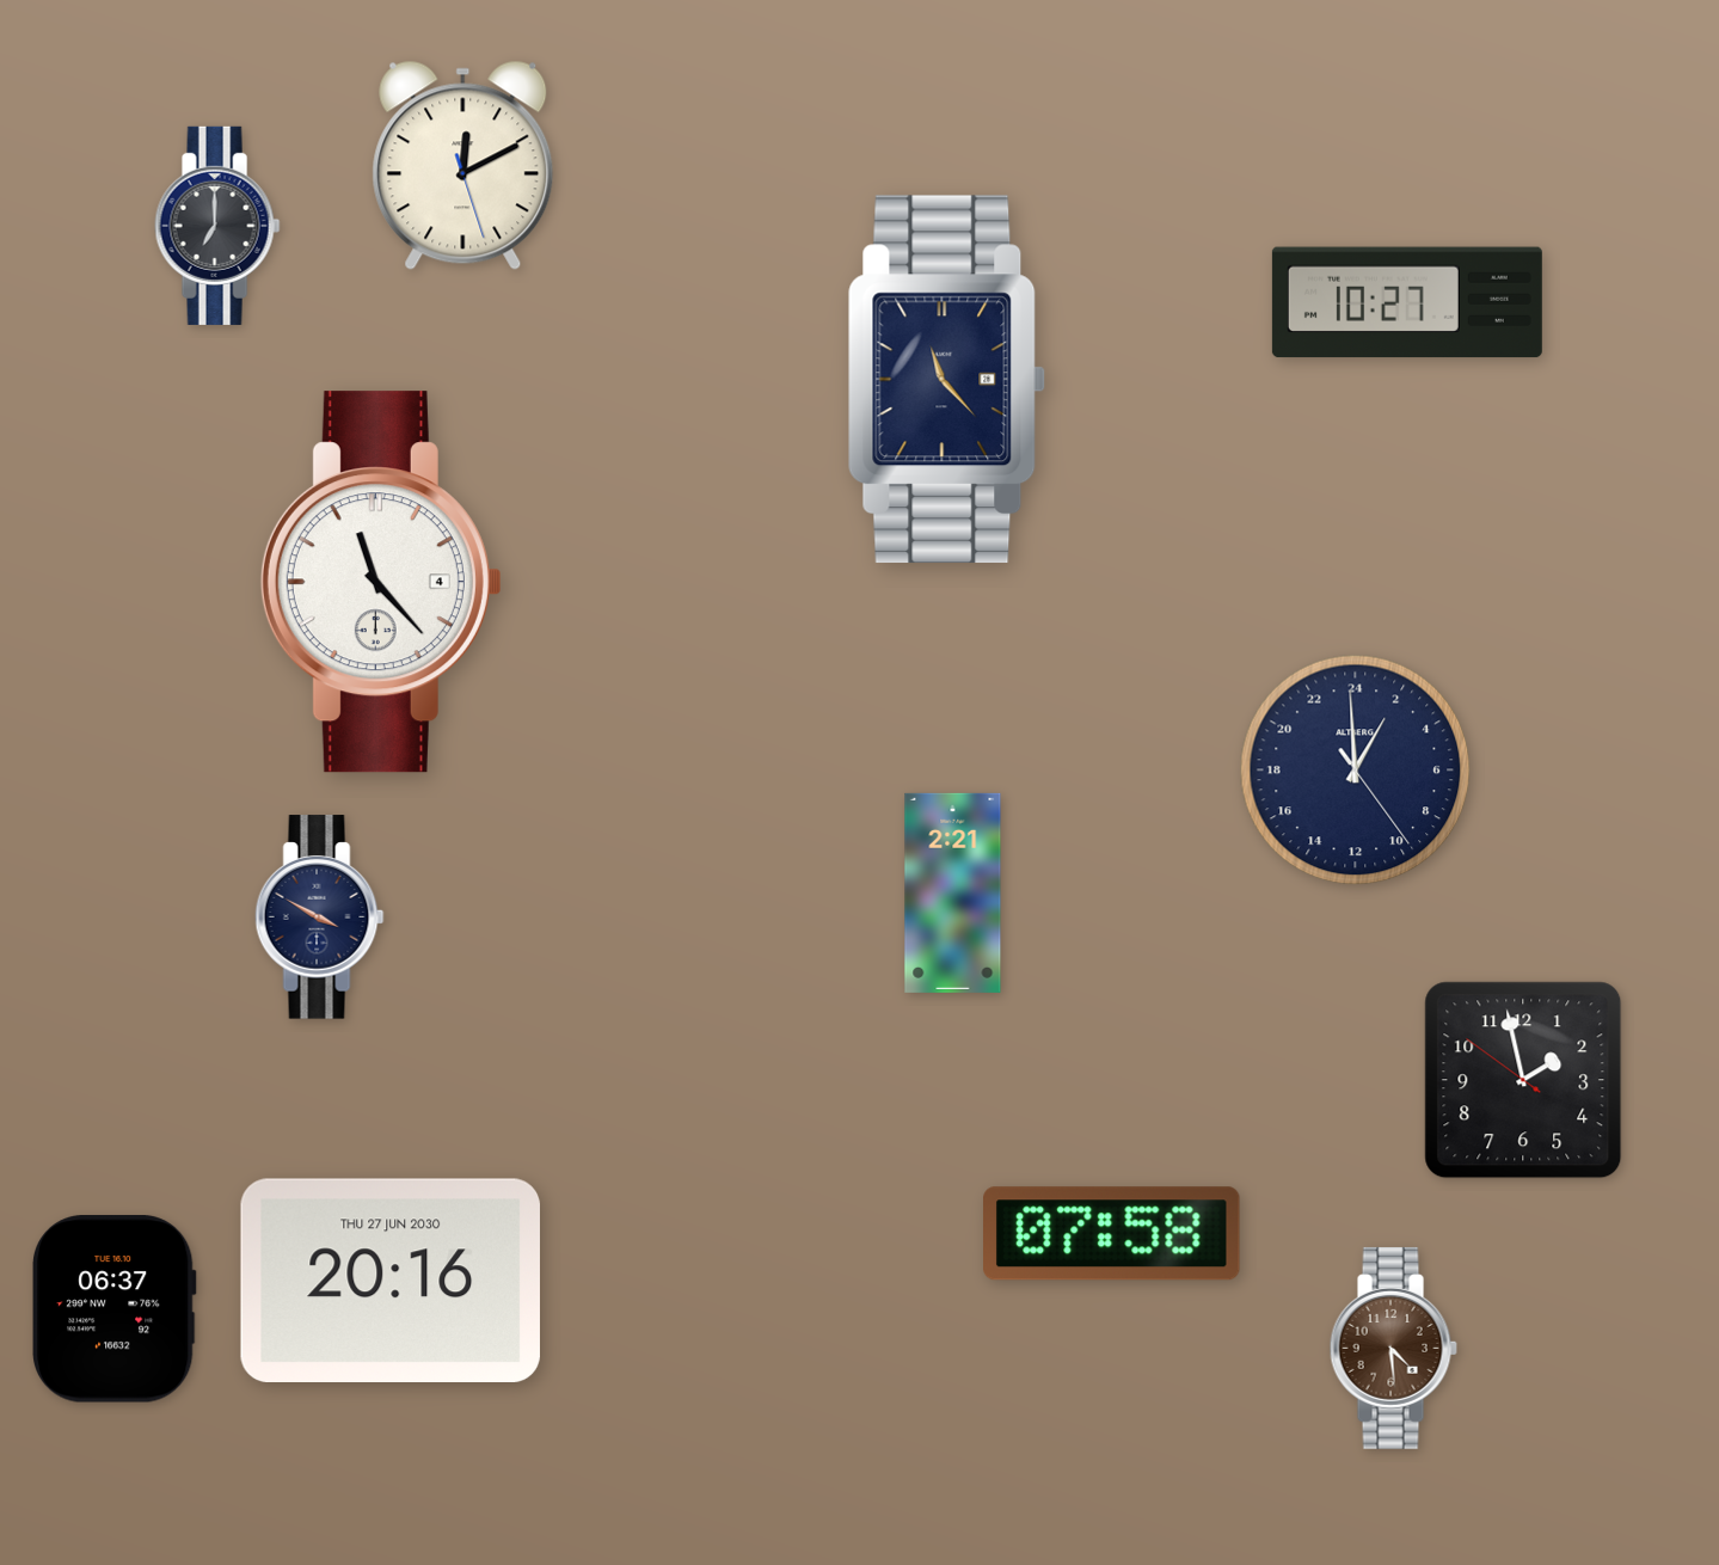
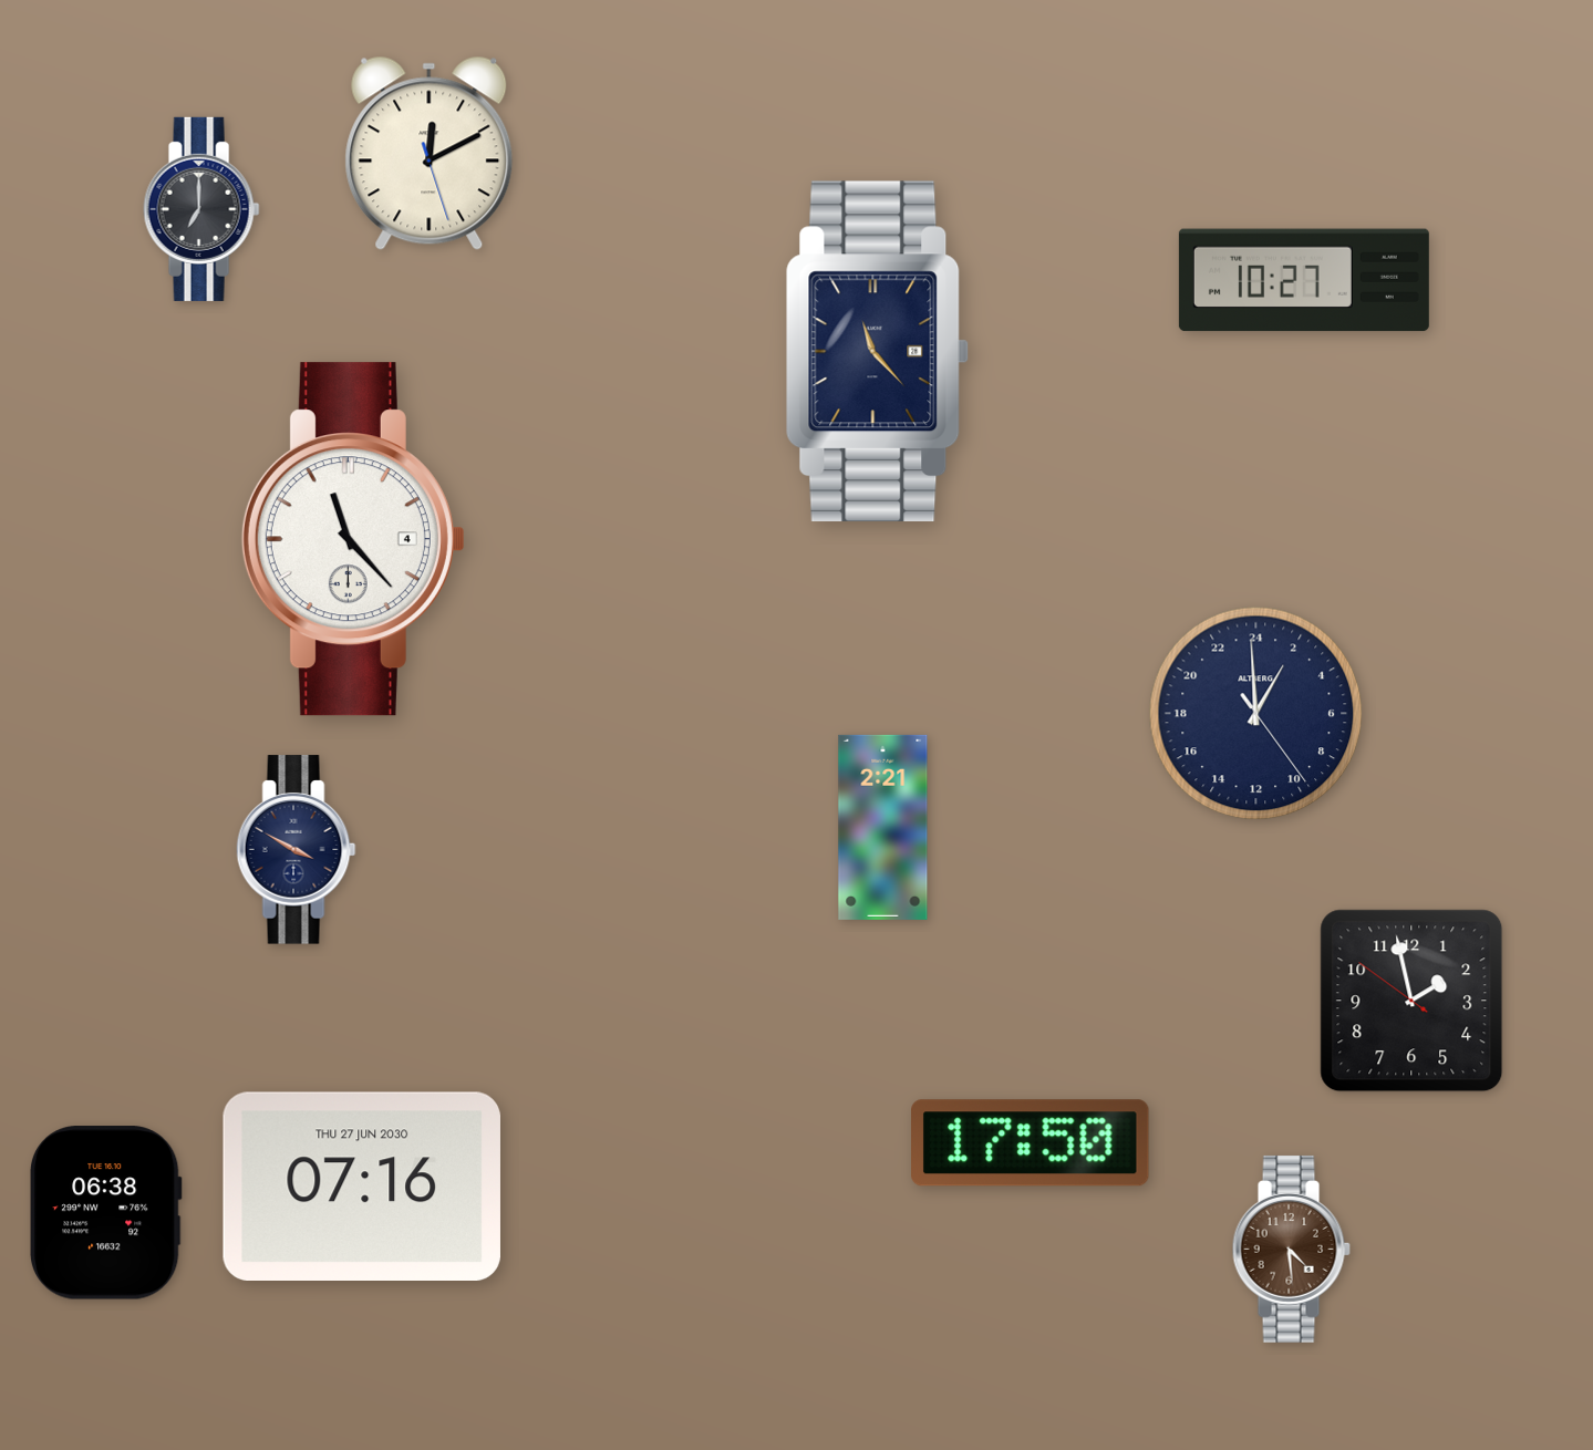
clock at (1112, 1234): 07:58 -> 17:50
clock at (391, 1279): 20:16 -> 07:16
clock at (115, 1309): 06:37 -> 06:38
